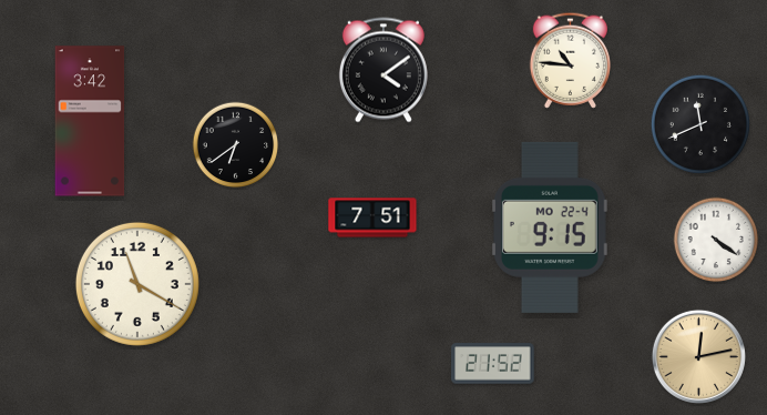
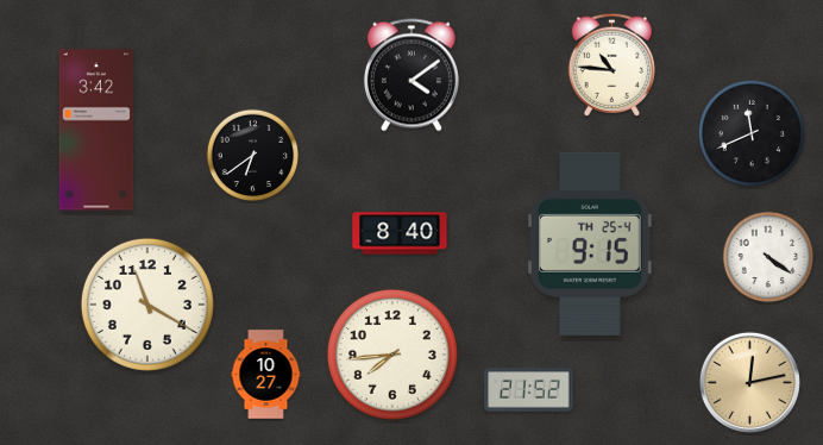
clock at (372, 217): 7:51 -> 8:40
clock at (550, 227) date: MO 22-4 -> TH 25-4
clock at (392, 355): none -> 7:44
clock at (266, 375): none -> 10:27
